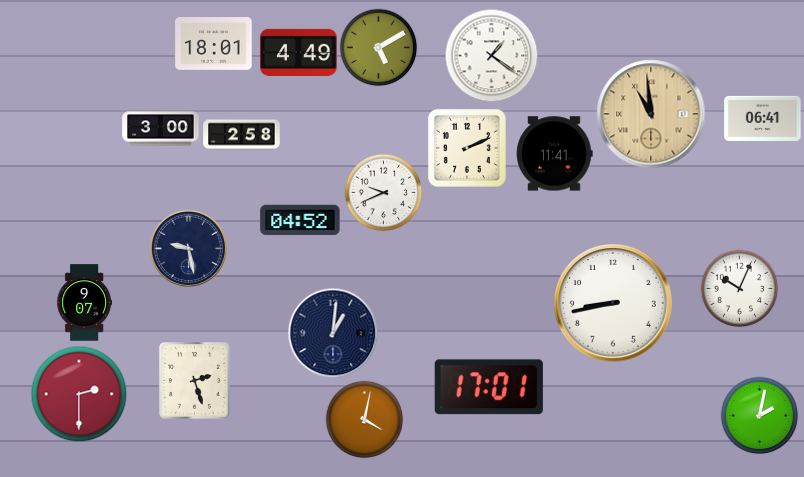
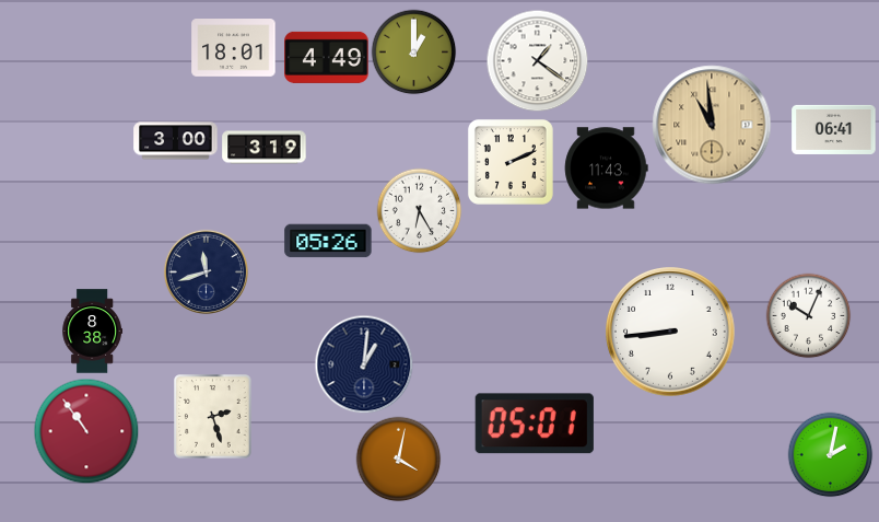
clock at (378, 47): 5:10 -> 1:00
clock at (242, 135): 2:58 -> 3:19
clock at (555, 154): 11:41 -> 11:43
clock at (383, 192): 9:41 -> 6:25
clock at (300, 220): 04:52 -> 05:26
clock at (188, 248): 9:28 -> 11:42
clock at (85, 303): 9:07 -> 8:38
clock at (614, 304): 8:43 -> 8:44
clock at (489, 387): 17:01 -> 05:01
clock at (79, 394): 2:30 -> 10:54
